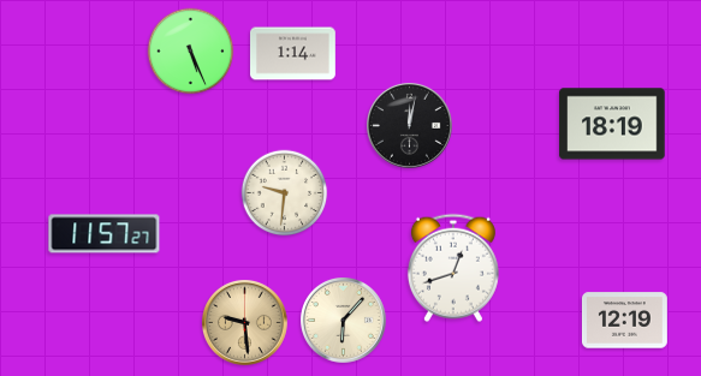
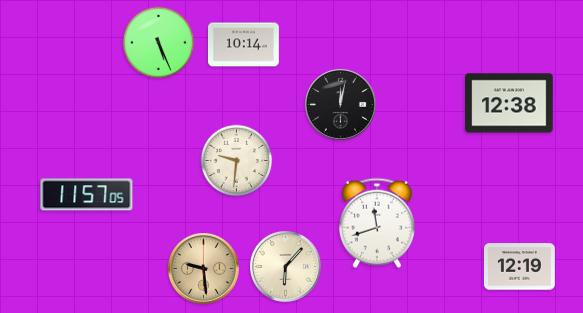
clock at (293, 54): 1:14 -> 10:14
clock at (612, 124): 18:19 -> 12:38
clock at (105, 234): 11:57:27 -> 11:57:05
clock at (453, 268): 12:42 -> 11:42
